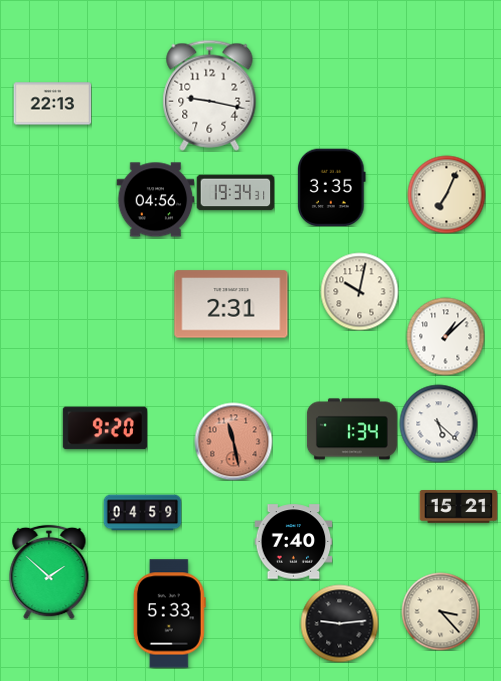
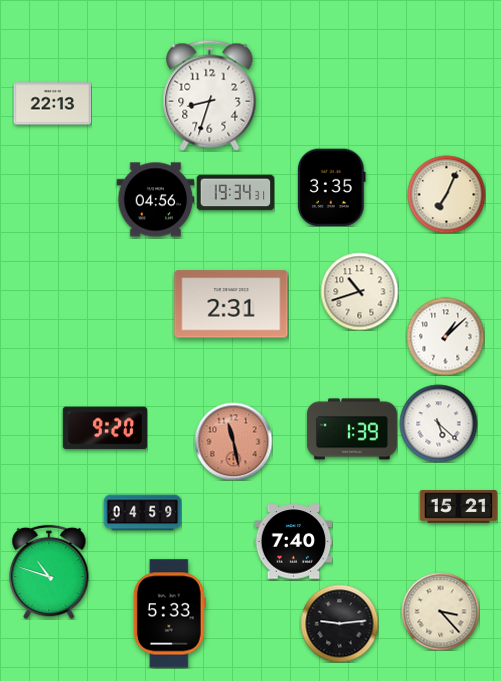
clock at (210, 95): 9:17 -> 8:33
clock at (359, 291): 10:02 -> 10:42
clock at (352, 429): 1:34 -> 1:39
clock at (49, 572): 1:52 -> 10:48
